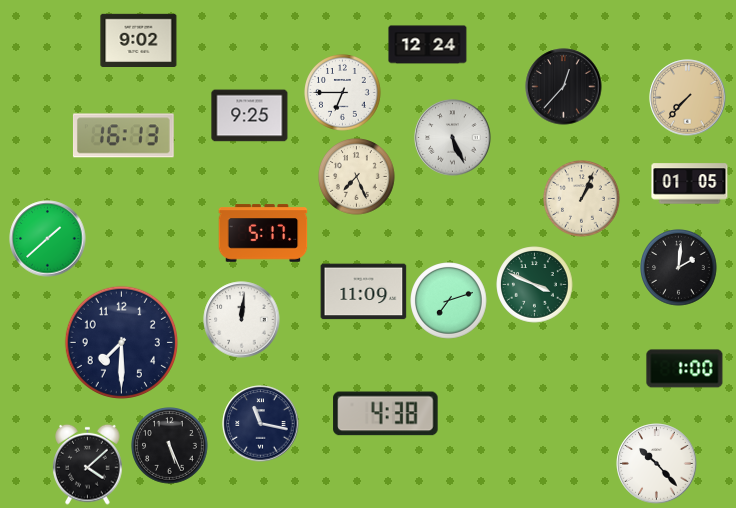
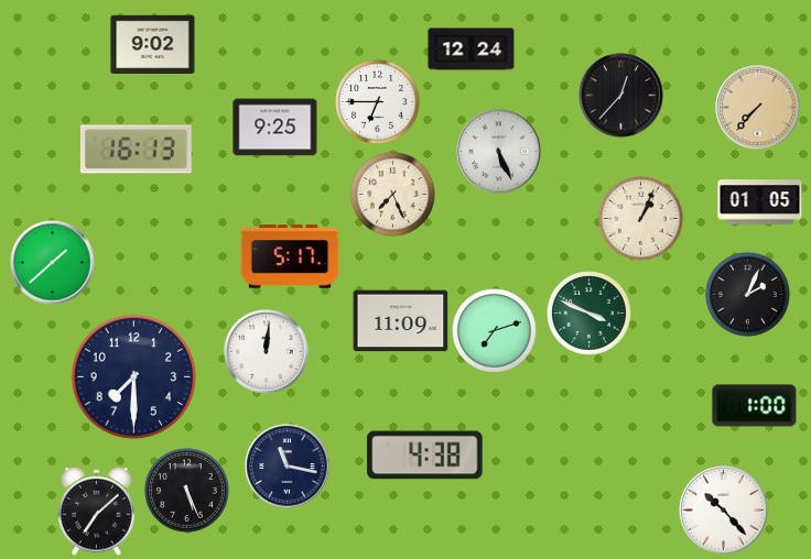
clock at (679, 268): 2:01 -> 2:04
clock at (88, 464): 4:08 -> 7:08
